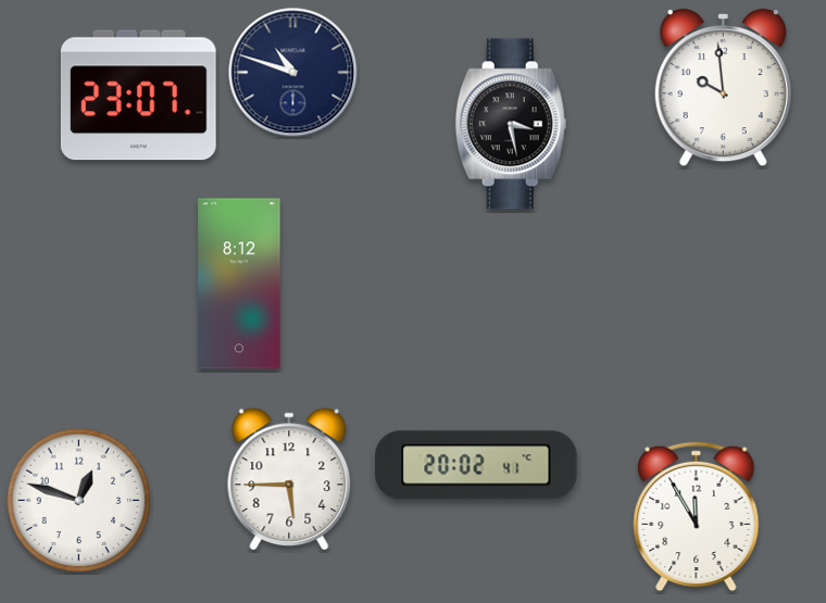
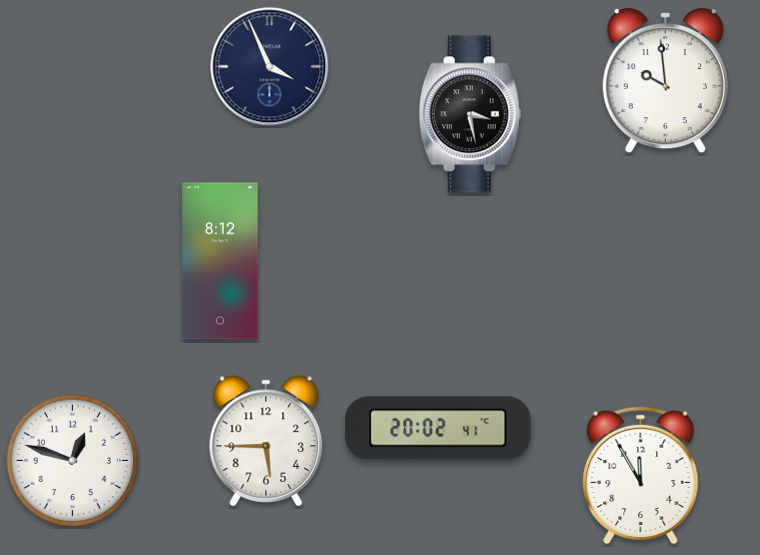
clock at (293, 73): 10:48 -> 3:56
clock at (138, 96): 23:07 -> none
